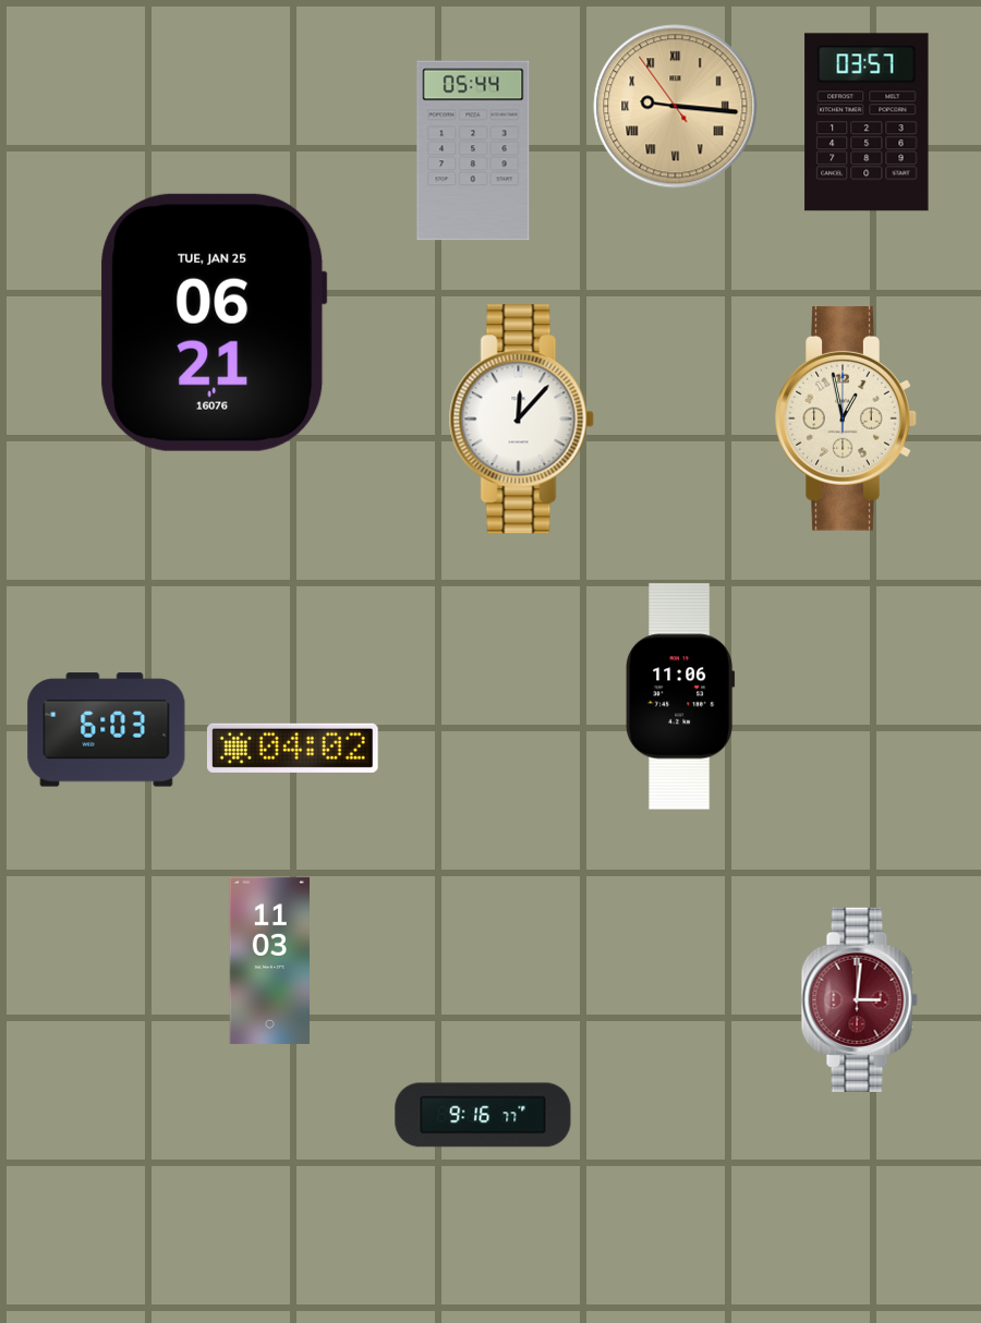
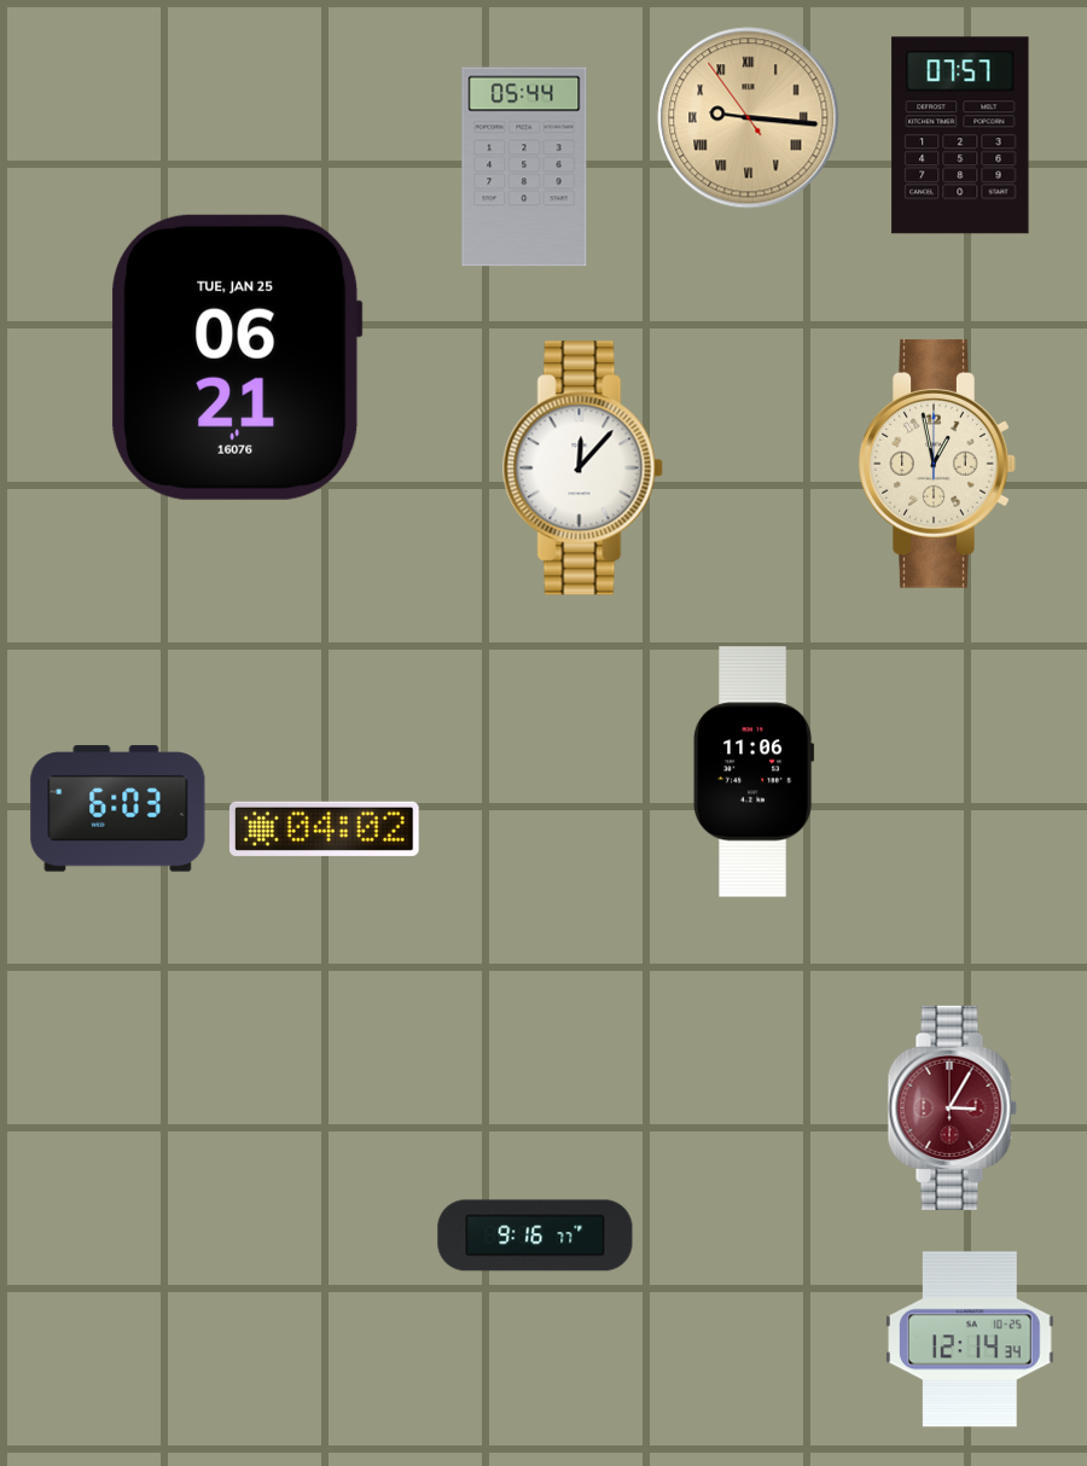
clock at (867, 122): 03:57 -> 07:57
clock at (521, 420) position: (521, 420) -> (582, 469)
clock at (269, 960): 11:03 -> none
clock at (859, 999): 3:01 -> 3:05
clock at (971, 1339): none -> 12:14
